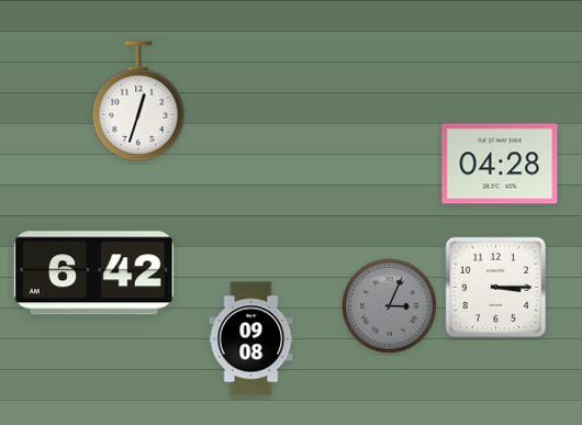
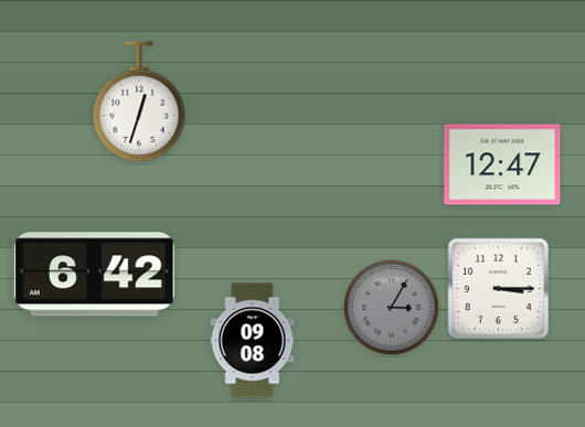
clock at (500, 164): 04:28 -> 12:47
clock at (390, 306): 3:04 -> 3:05
